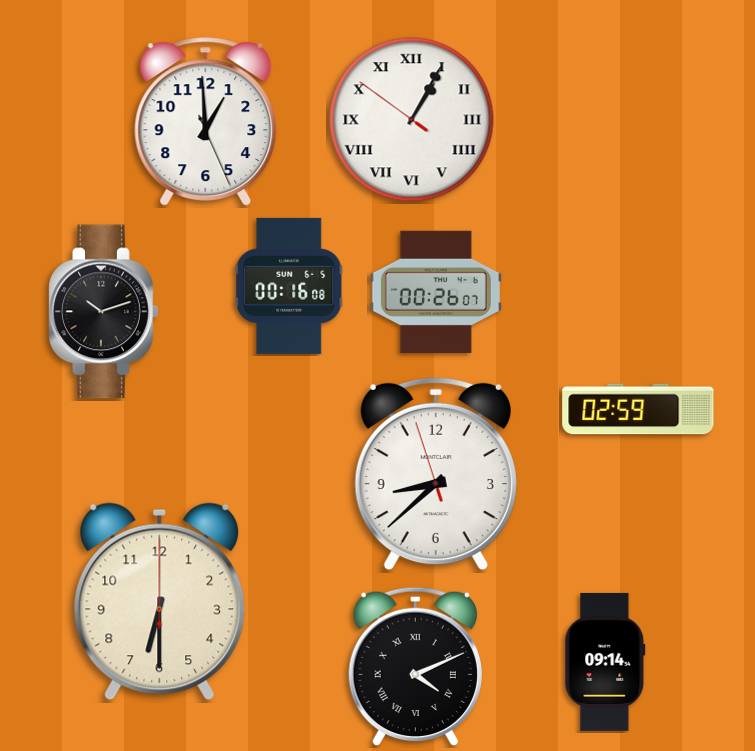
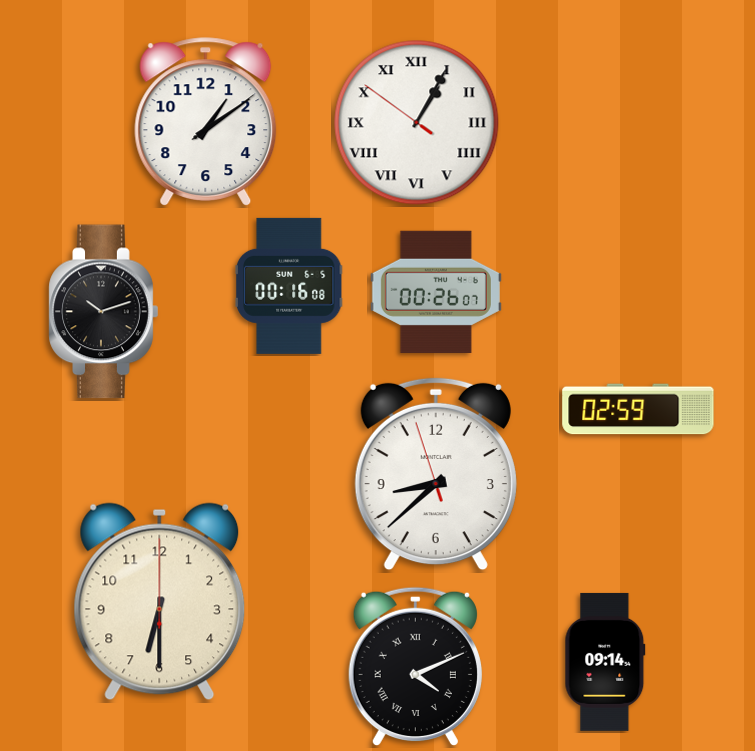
clock at (412, 120) position: (412, 120) -> (417, 123)
clock at (206, 121): 12:59 -> 1:09
